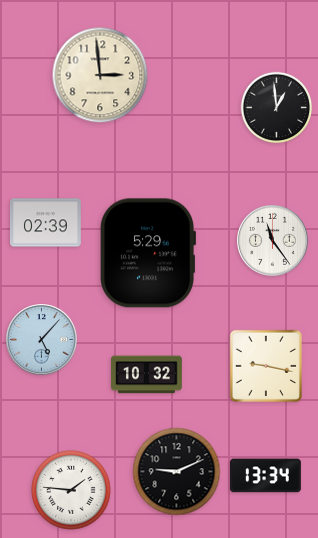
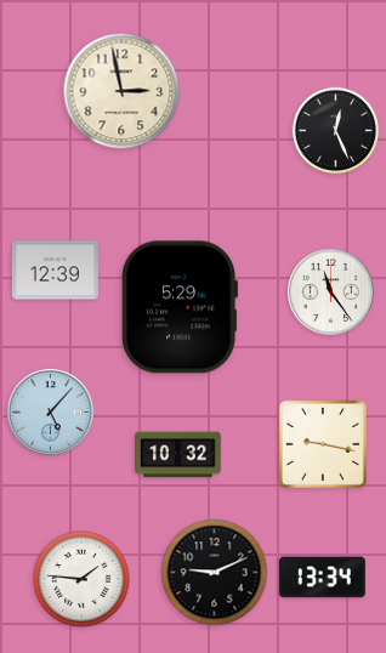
clock at (100, 75): 2:59 -> 2:58
clock at (277, 108): 12:59 -> 12:26
clock at (46, 223): 02:39 -> 12:39
clock at (71, 490) position: (71, 490) -> (81, 579)
